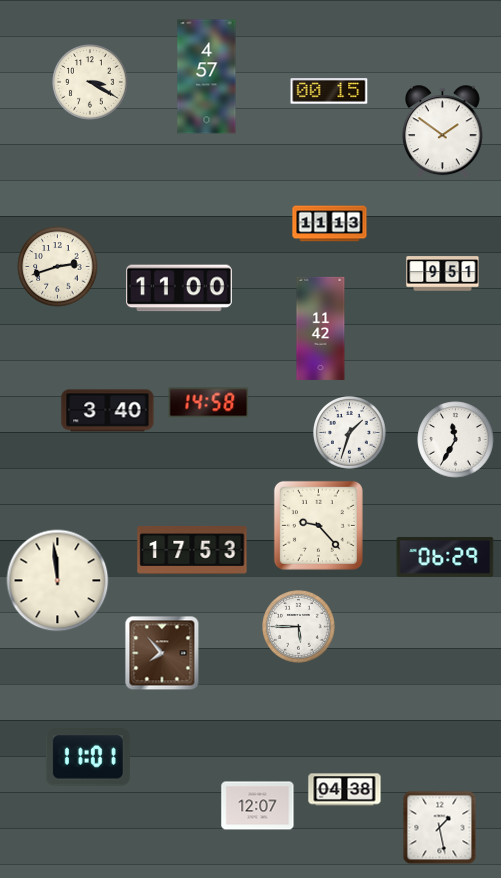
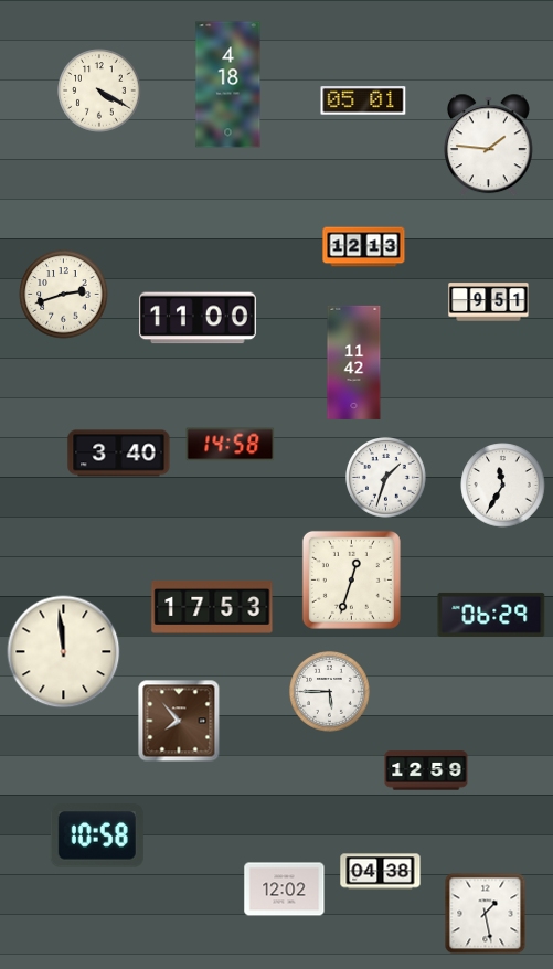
clock at (207, 77): 4:57 -> 4:18
clock at (90, 82): 3:20 -> 4:20
clock at (329, 91): 00:15 -> 05:01
clock at (442, 132): 1:51 -> 1:46
clock at (330, 224): 11:13 -> 12:13
clock at (318, 525): 9:23 -> 12:33
clock at (58, 581) position: (58, 581) -> (64, 652)
clock at (426, 770): none -> 12:59
clock at (88, 757): 11:01 -> 10:58
clock at (258, 806): 12:07 -> 12:02
